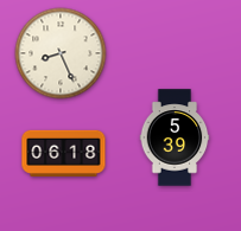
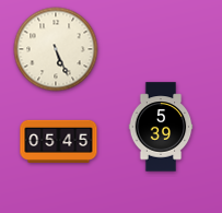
clock at (61, 53): 8:26 -> 5:26
clock at (64, 153): 06:18 -> 05:45
